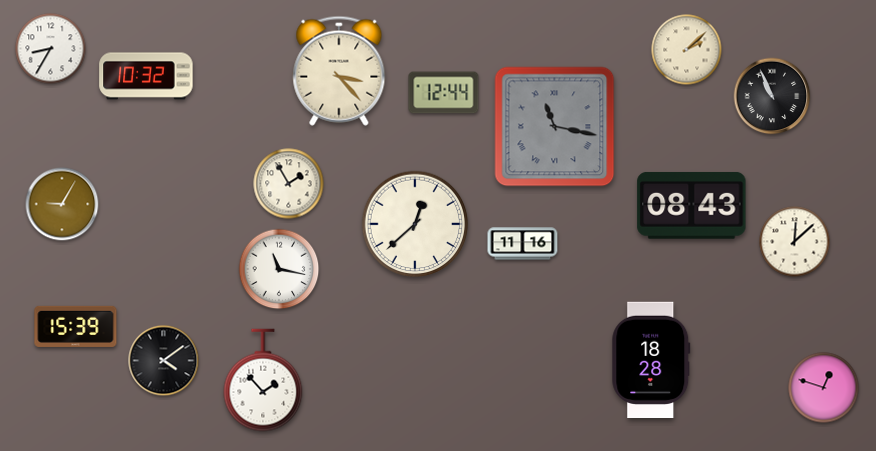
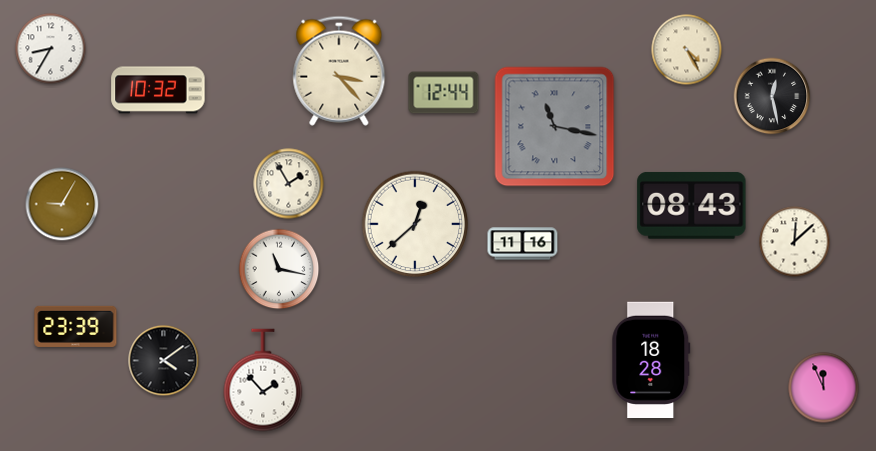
clock at (687, 50): 2:08 -> 4:25
clock at (146, 76) position: (146, 76) -> (158, 90)
clock at (772, 96): 10:56 -> 12:28
clock at (76, 326): 15:39 -> 23:39
clock at (824, 388): 12:48 -> 11:56
